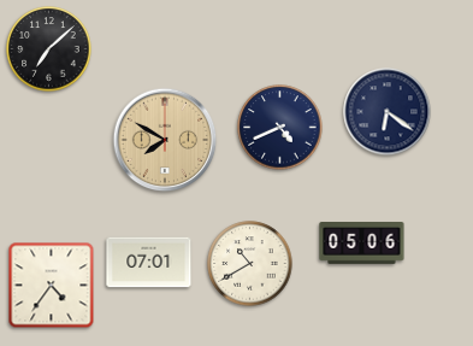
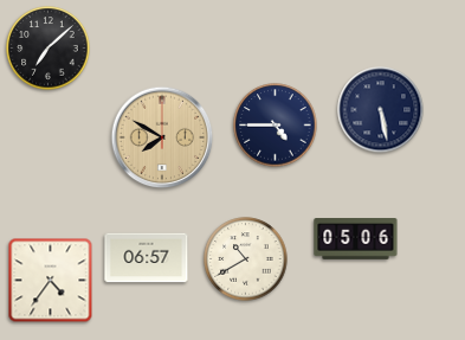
clock at (388, 112): 6:21 -> 5:28
clock at (280, 128): 4:41 -> 4:45
clock at (149, 263): 07:01 -> 06:57
